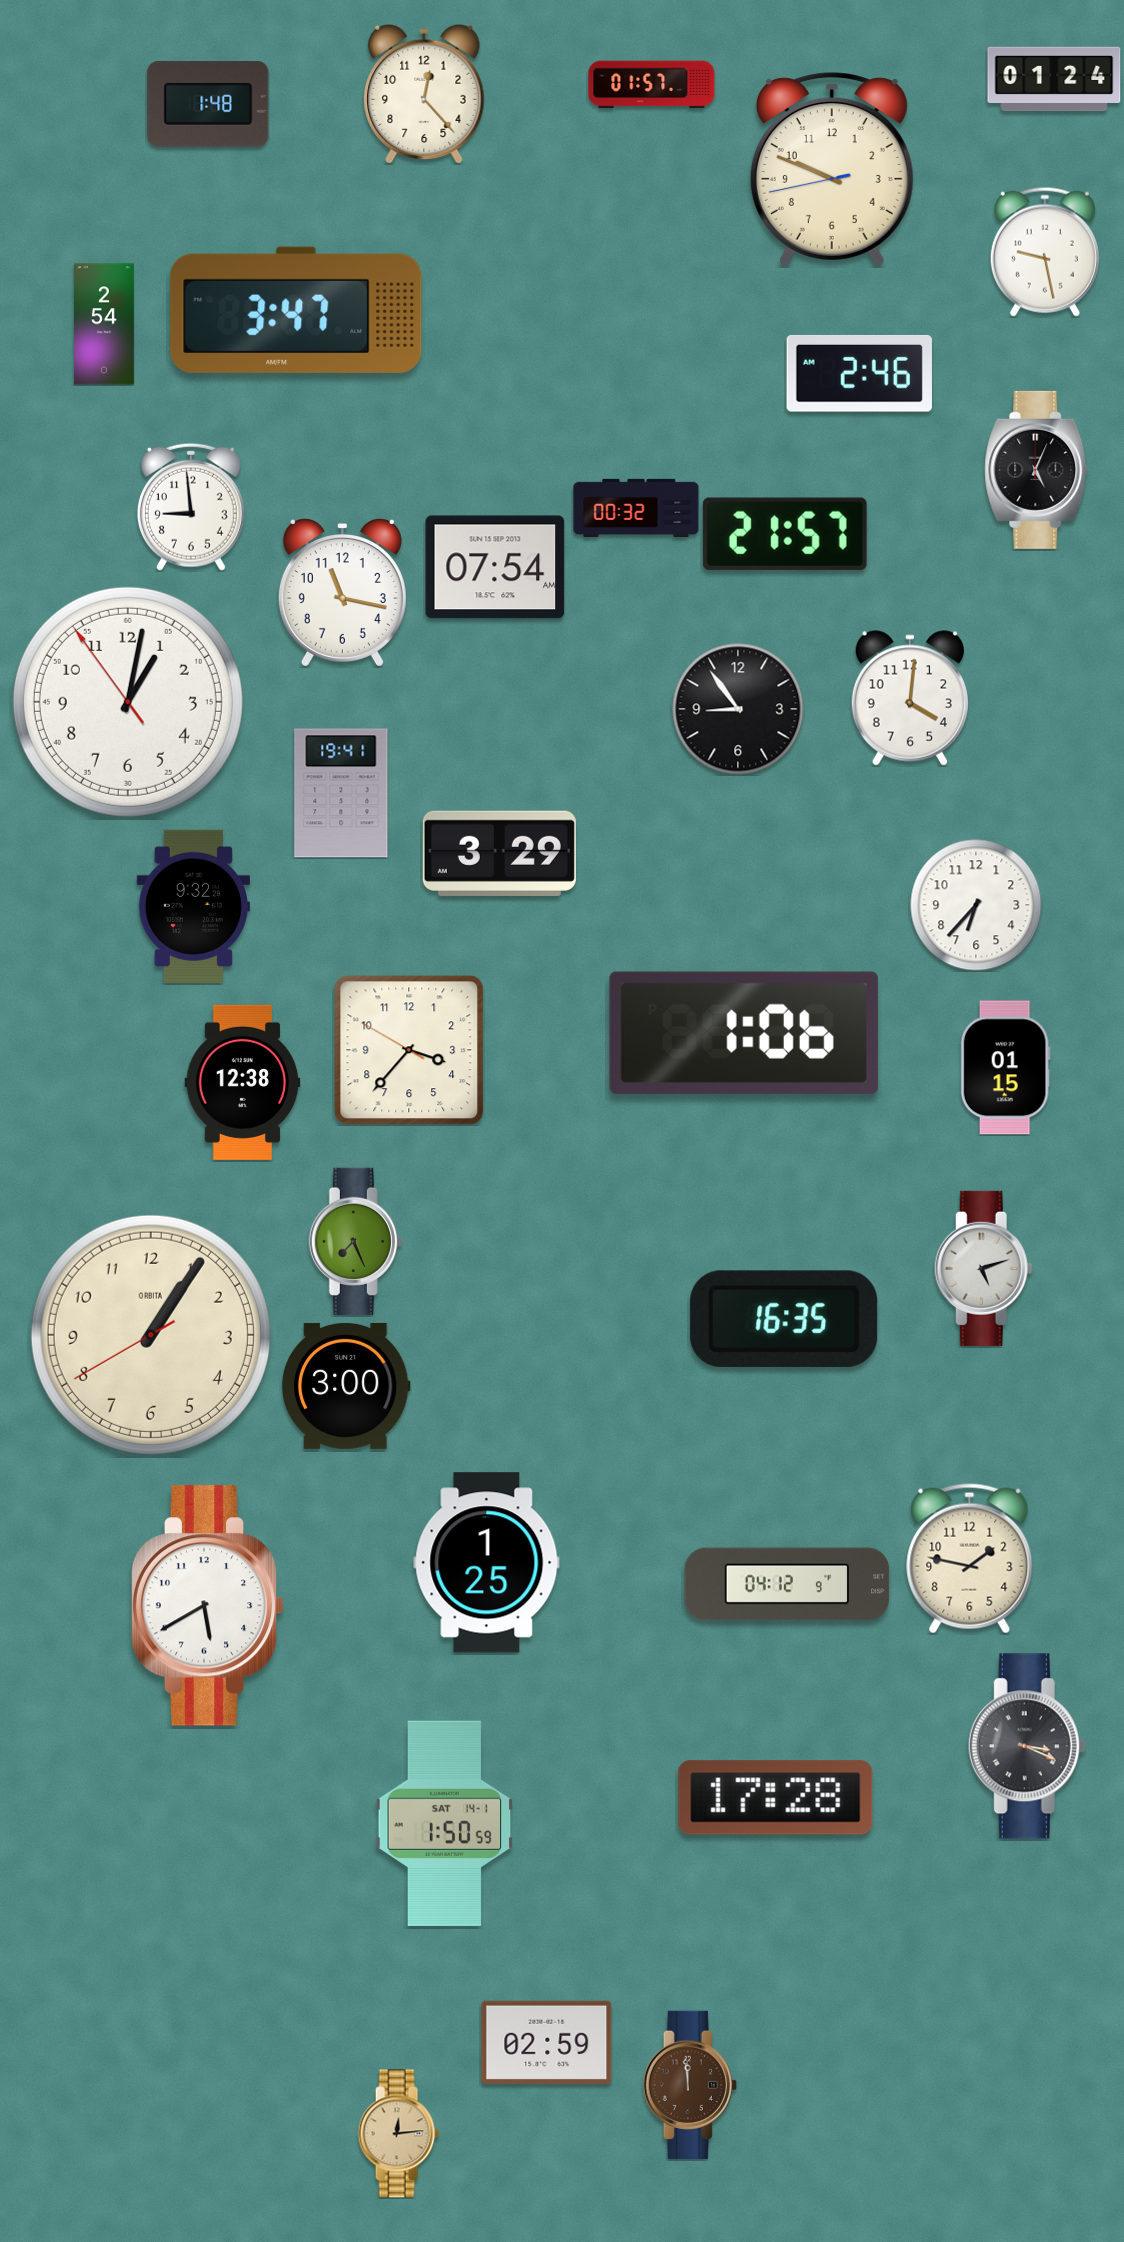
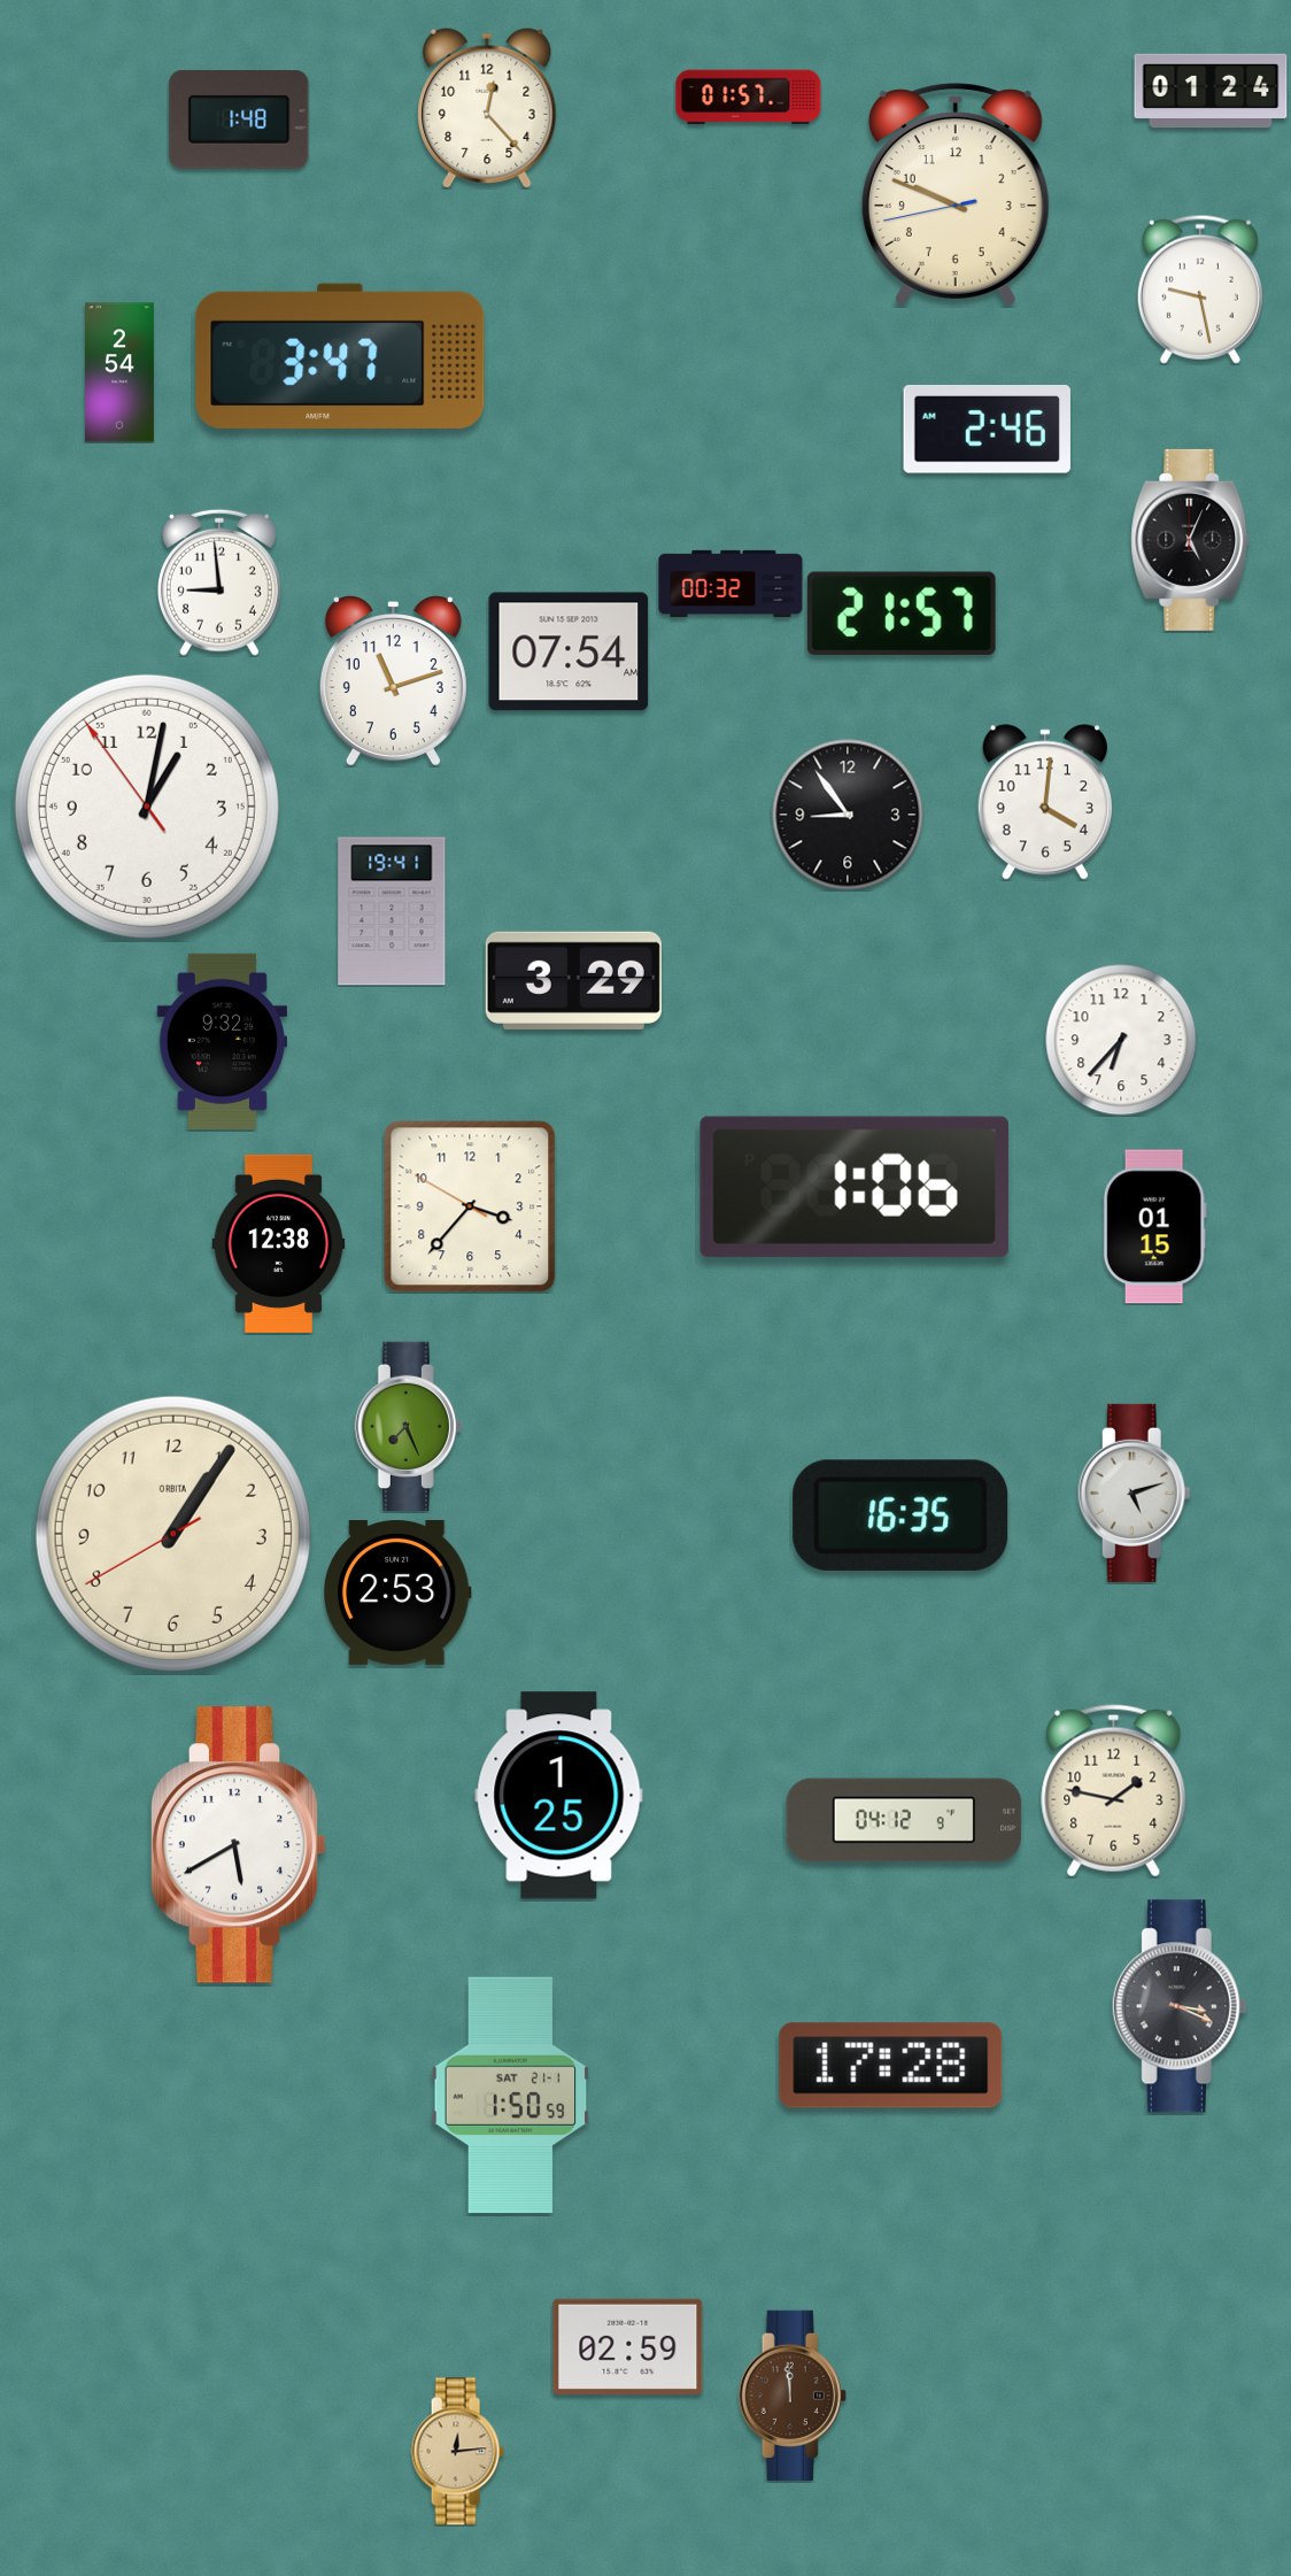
clock at (342, 593): 11:17 -> 11:12
clock at (983, 1268) position: (983, 1268) -> (1134, 1493)
clock at (347, 1386): 3:00 -> 2:53
clock at (445, 1824) date: SAT 14-1 -> SAT 21-1
